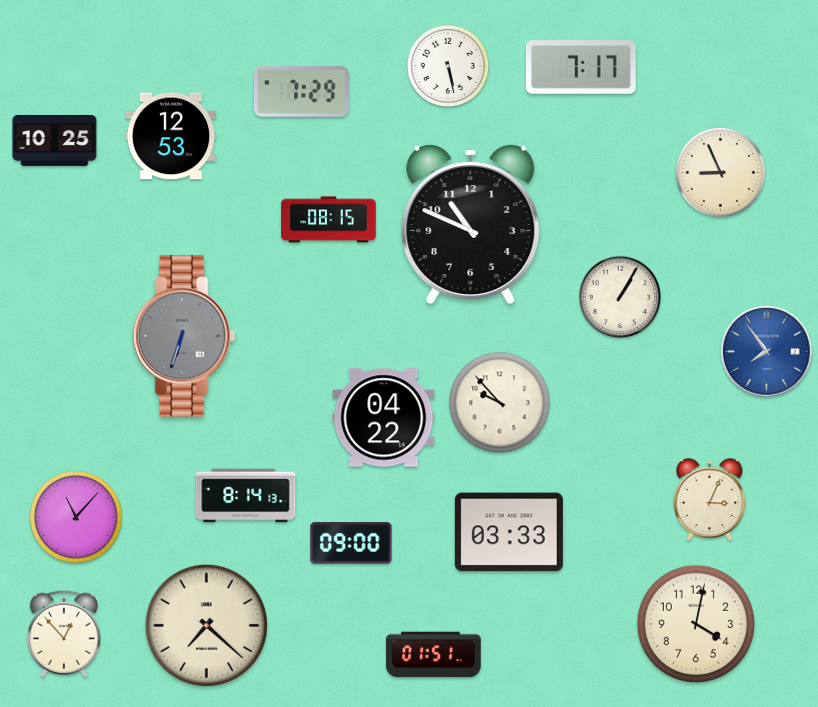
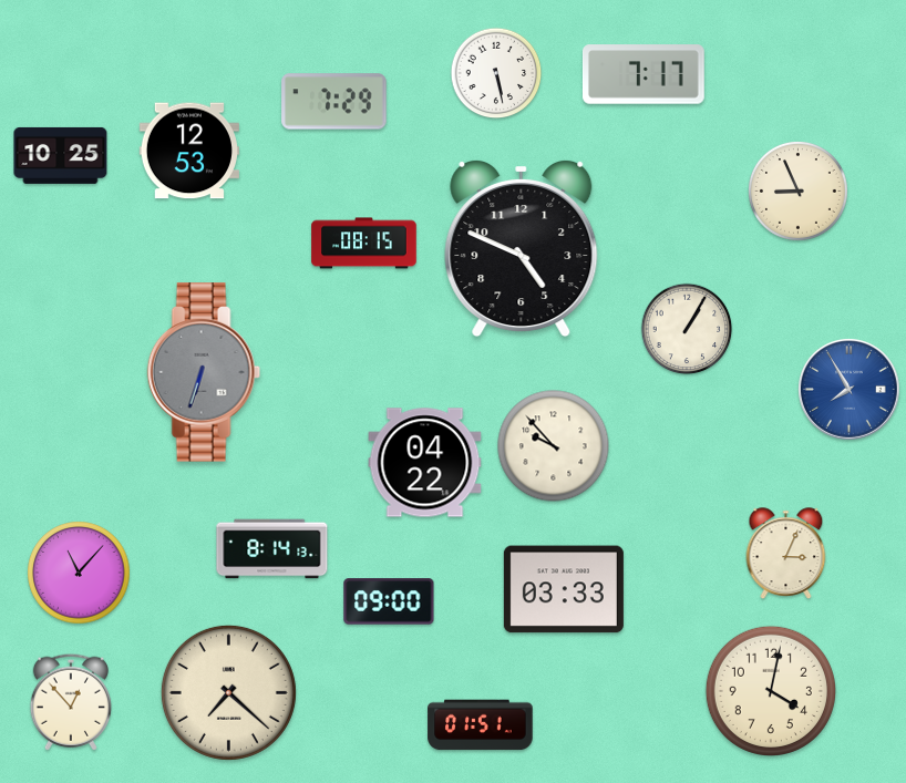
clock at (471, 224): 10:49 -> 4:49
clock at (767, 352): 7:54 -> 7:55
clock at (76, 517) position: (76, 517) -> (79, 573)
